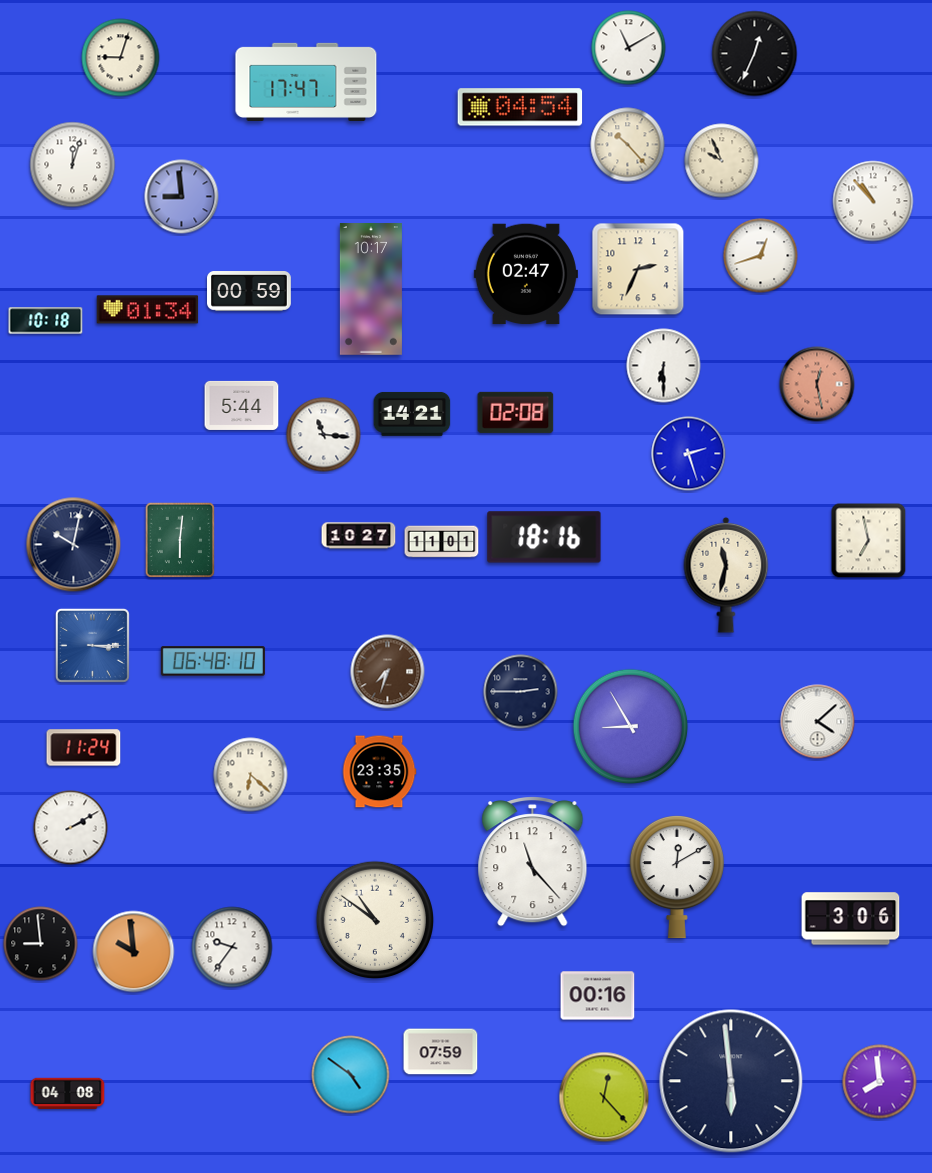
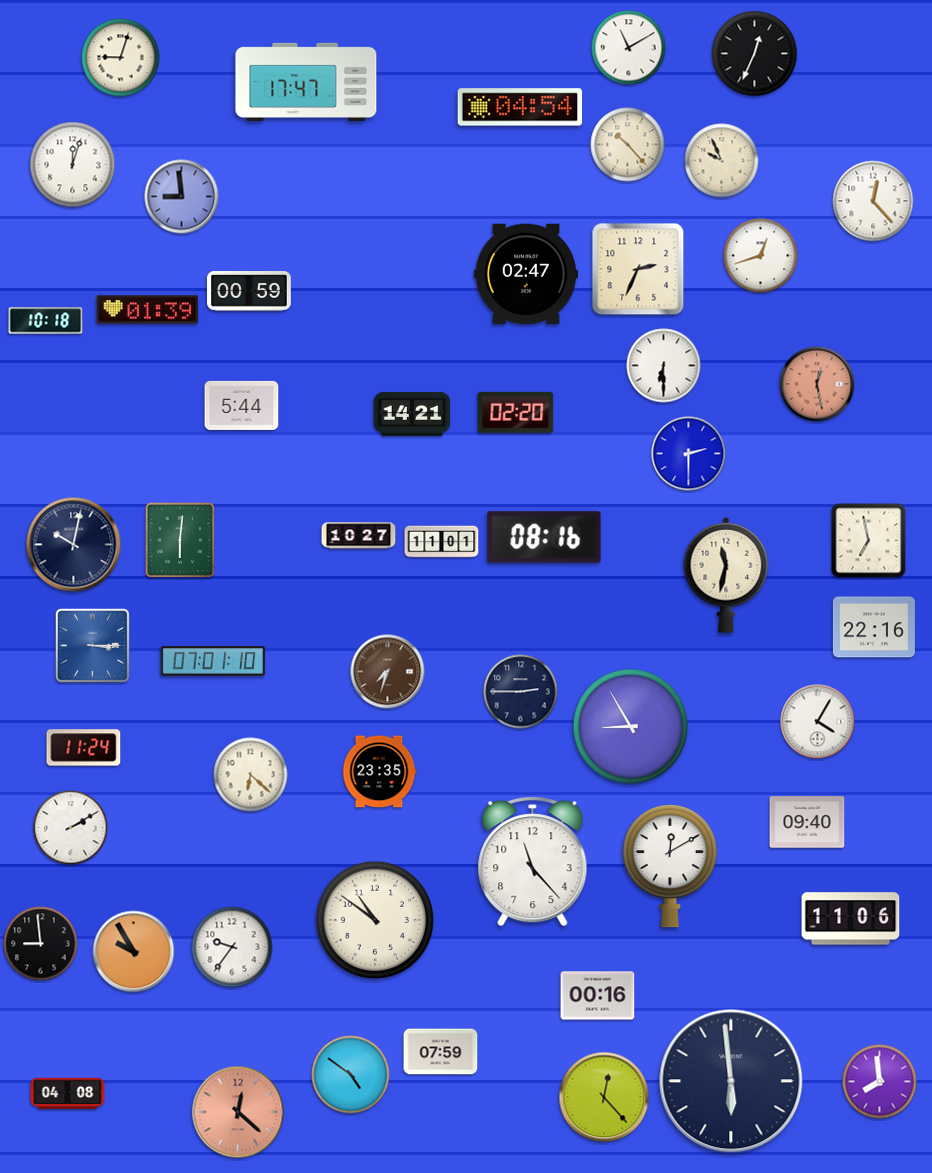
clock at (873, 201): 10:53 -> 12:23
clock at (371, 289): 10:17 -> none
clock at (148, 310): 01:34 -> 01:39
clock at (516, 412): 02:08 -> 02:20
clock at (324, 435): 11:16 -> none
clock at (689, 454): 2:27 -> 2:30
clock at (544, 537): 18:16 -> 08:16
clock at (874, 627): none -> 22:16
clock at (213, 661): 06:48 -> 07:01
clock at (818, 722): 4:08 -> 4:05
clock at (807, 822): none -> 09:40
clock at (677, 878) position: (677, 878) -> (670, 867)
clock at (851, 919): 3:06 -> 11:06
clock at (134, 952): 9:59 -> 9:55
clock at (238, 1112): none -> 12:22
